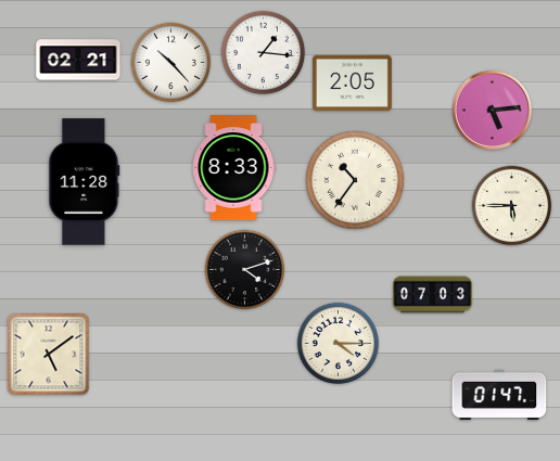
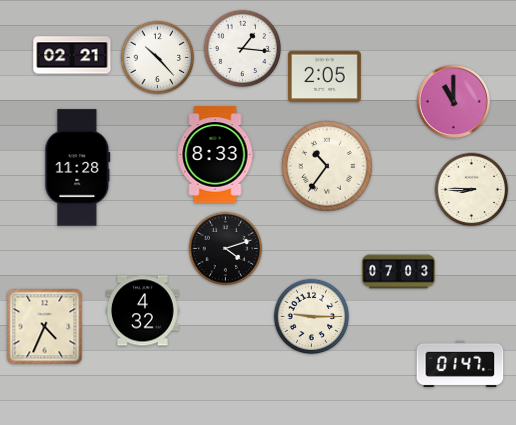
clock at (492, 110): 5:14 -> 11:00
clock at (512, 206): 5:45 -> 8:45
clock at (143, 311): none -> 4:32
clock at (339, 344): 4:15 -> 9:15
clock at (49, 355): 5:09 -> 4:34
